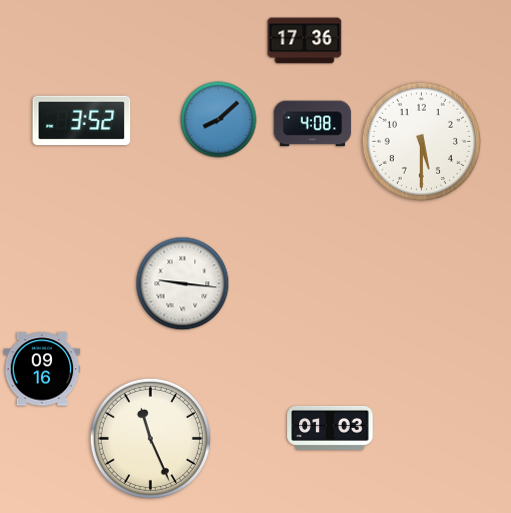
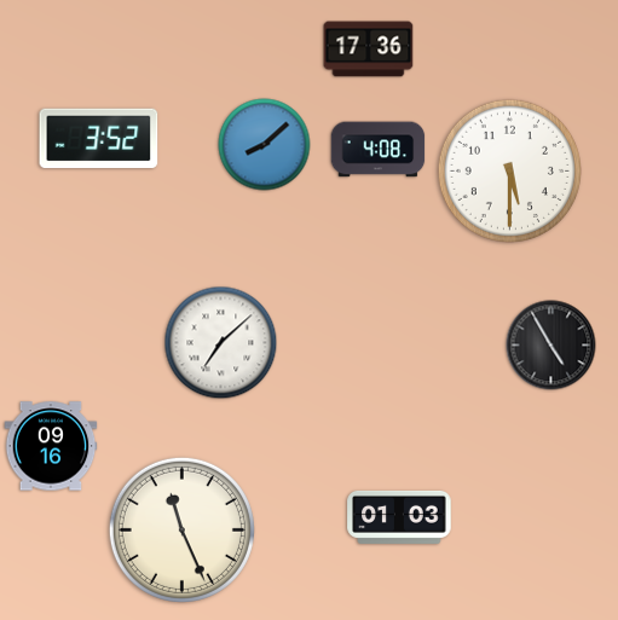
clock at (82, 121) position: (82, 121) -> (99, 139)
clock at (183, 284): 9:16 -> 7:08
clock at (551, 346): none -> 4:55
